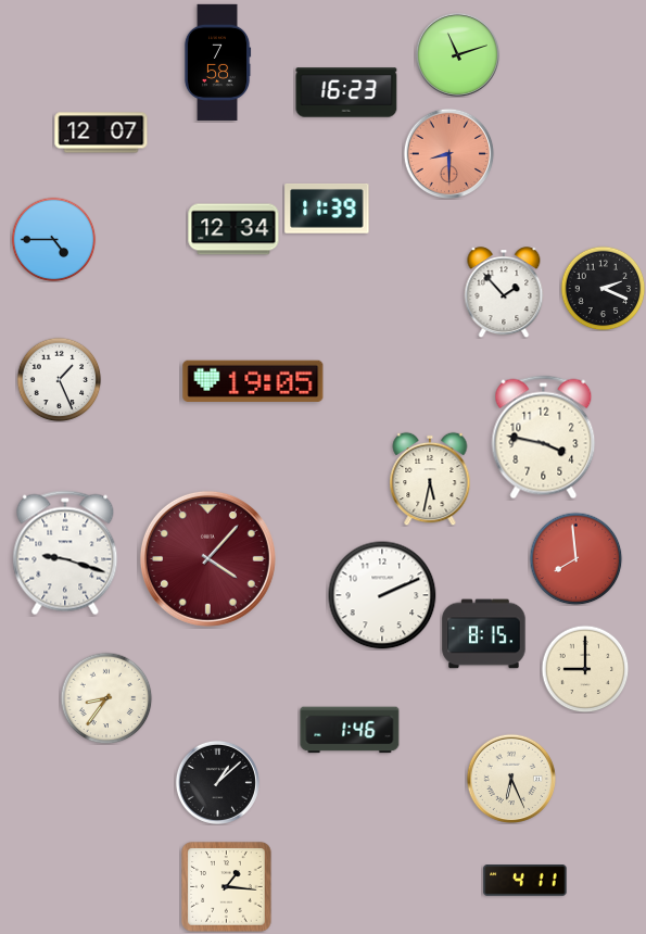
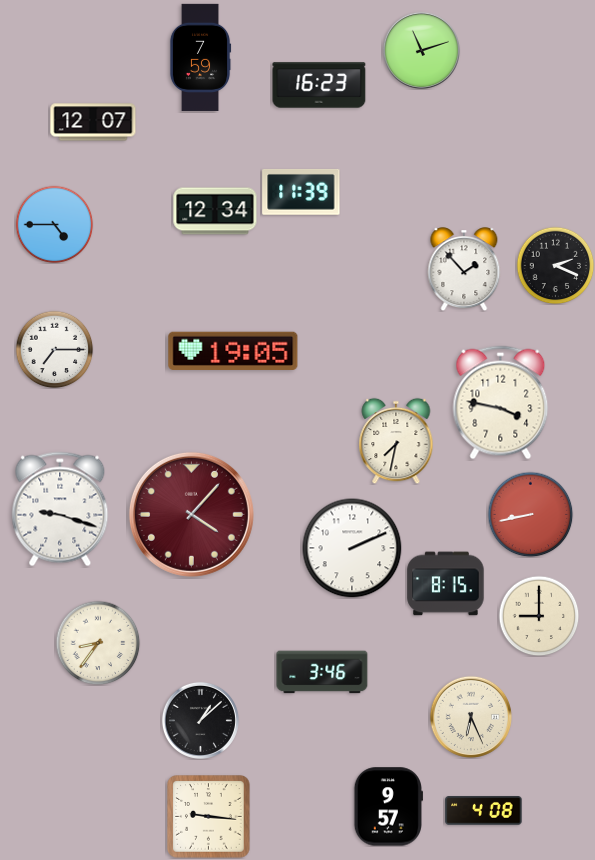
clock at (217, 62): 7:58 -> 7:59
clock at (448, 153): 8:30 -> none
clock at (53, 239) position: (53, 239) -> (54, 224)
clock at (59, 379): 1:26 -> 7:15
clock at (430, 479): 5:32 -> 7:32
clock at (575, 558): 7:59 -> 8:43
clock at (350, 730): 1:46 -> 3:46
clock at (388, 807): none -> 9:57
clock at (525, 881): 4:11 -> 4:08
clock at (227, 887): 1:16 -> 9:16
